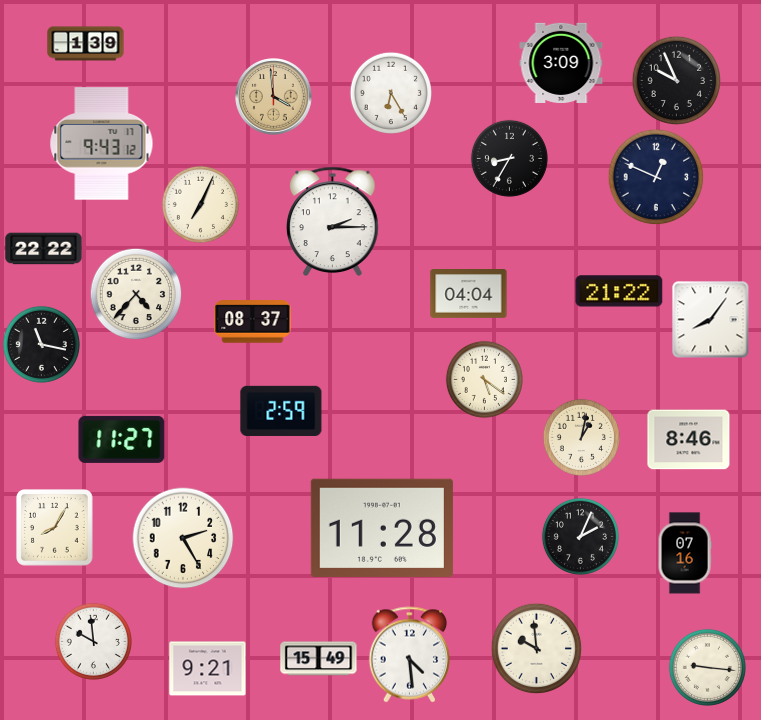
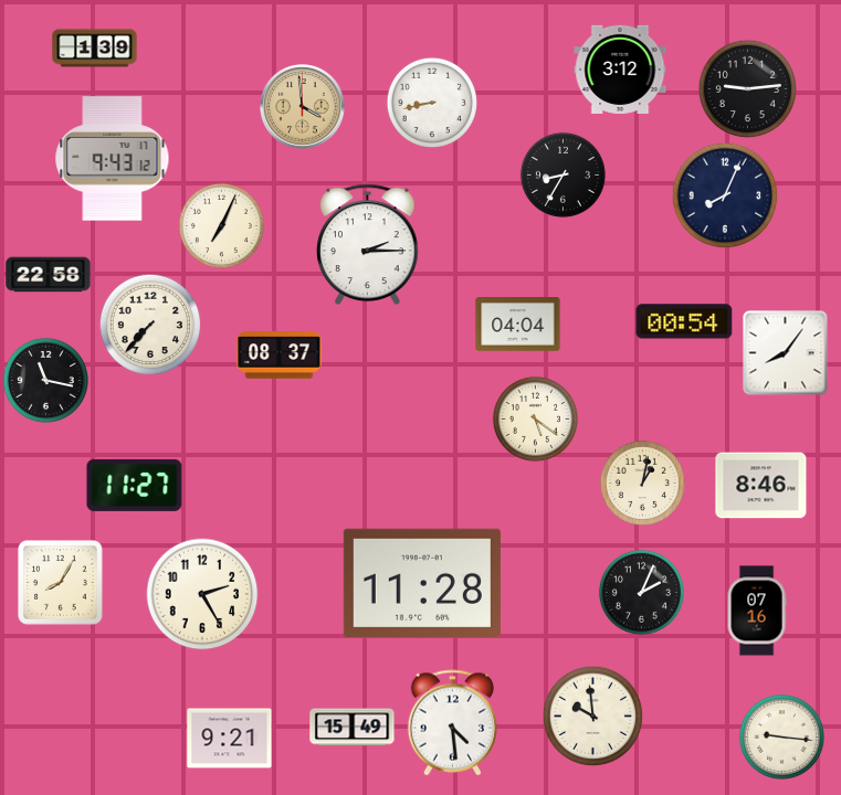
clock at (561, 63): 3:09 -> 3:12
clock at (676, 80): 9:56 -> 9:14
clock at (391, 93): 6:25 -> 8:43
clock at (656, 177): 12:49 -> 8:04
clock at (44, 249): 22:22 -> 22:58
clock at (619, 291): 21:22 -> 00:54
clock at (136, 294): 4:37 -> 7:37
clock at (281, 411): 2:59 -> none
clock at (93, 641): 9:59 -> none
